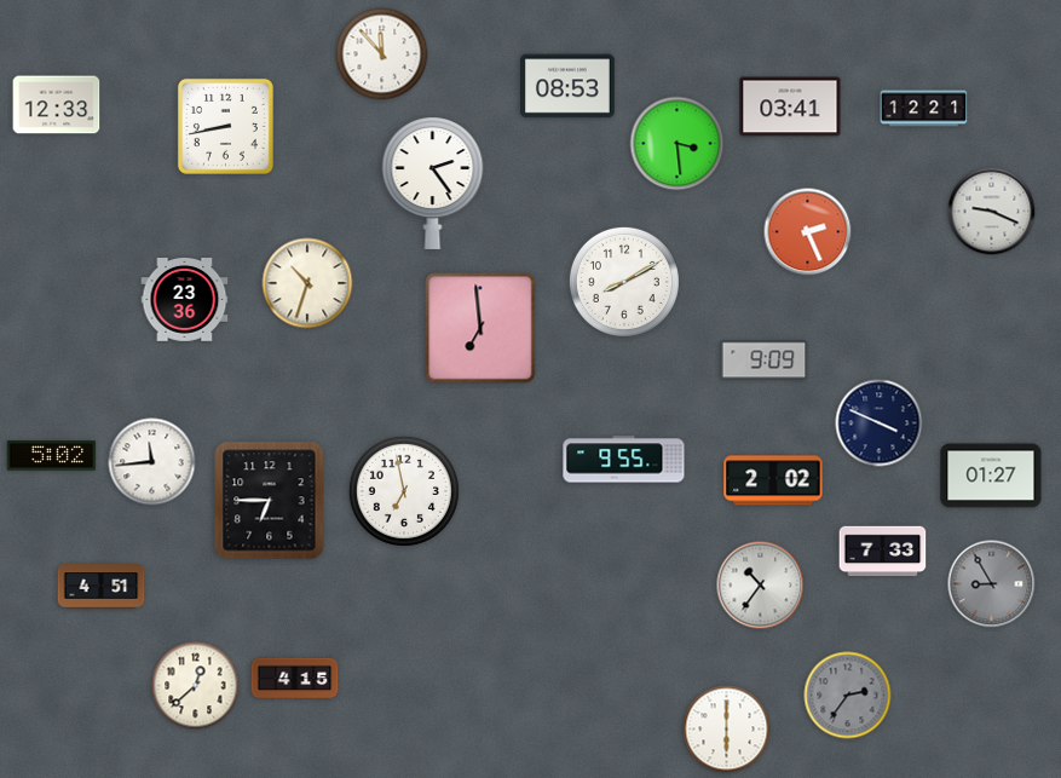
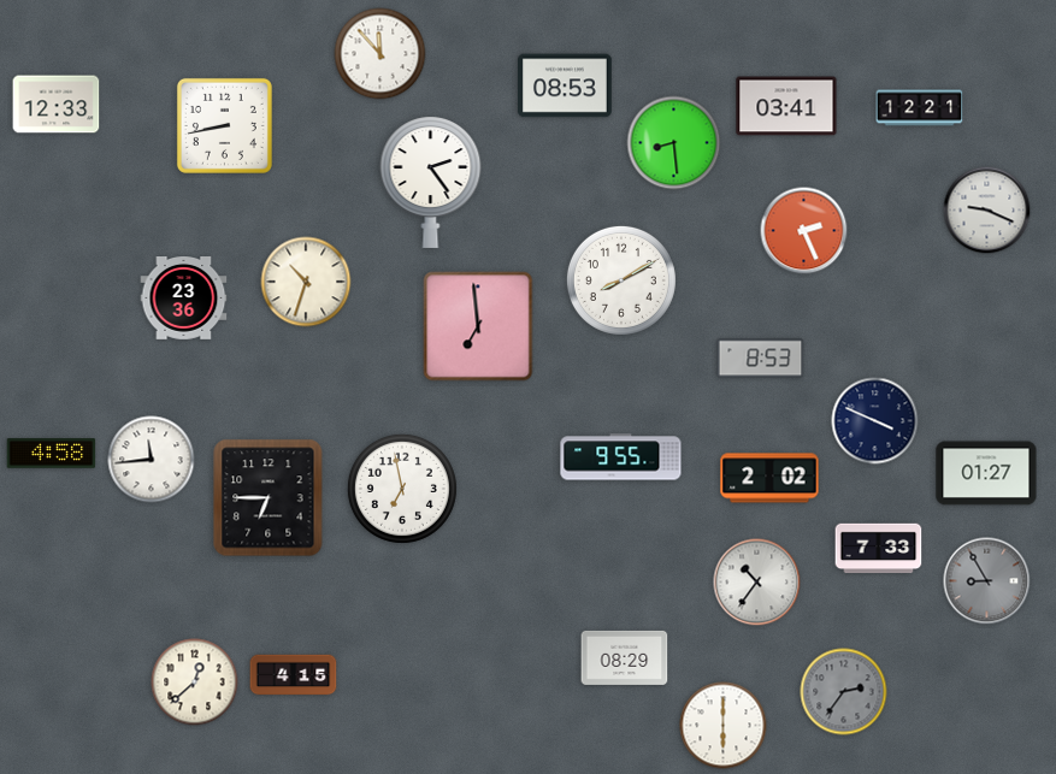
clock at (677, 144): 3:29 -> 8:29
clock at (765, 361): 9:09 -> 8:53
clock at (52, 456): 5:02 -> 4:58
clock at (102, 587): 4:51 -> none
clock at (625, 657): none -> 08:29
